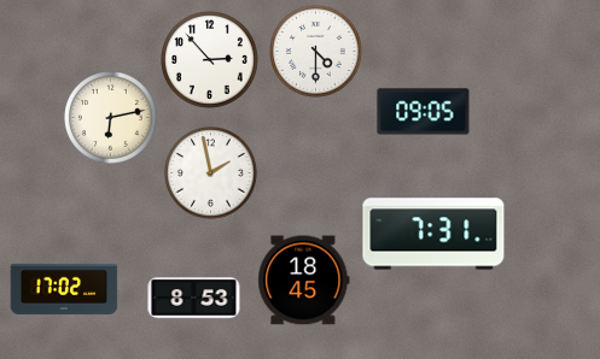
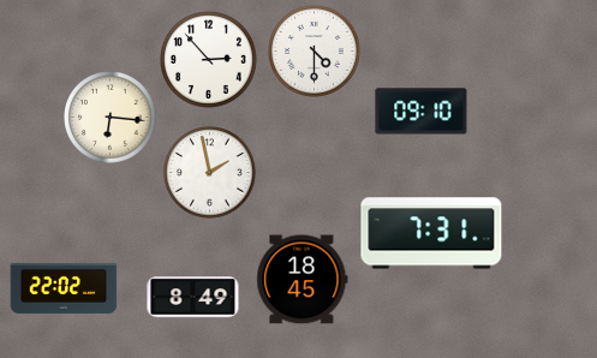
clock at (424, 112): 09:05 -> 09:10
clock at (111, 118): 6:13 -> 6:16
clock at (64, 289): 17:02 -> 22:02
clock at (194, 299): 8:53 -> 8:49
